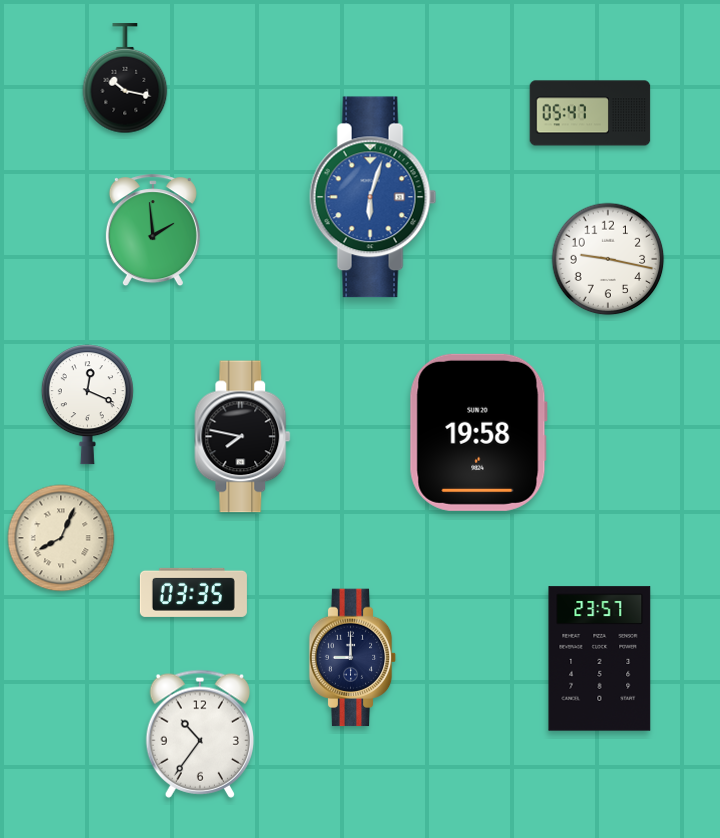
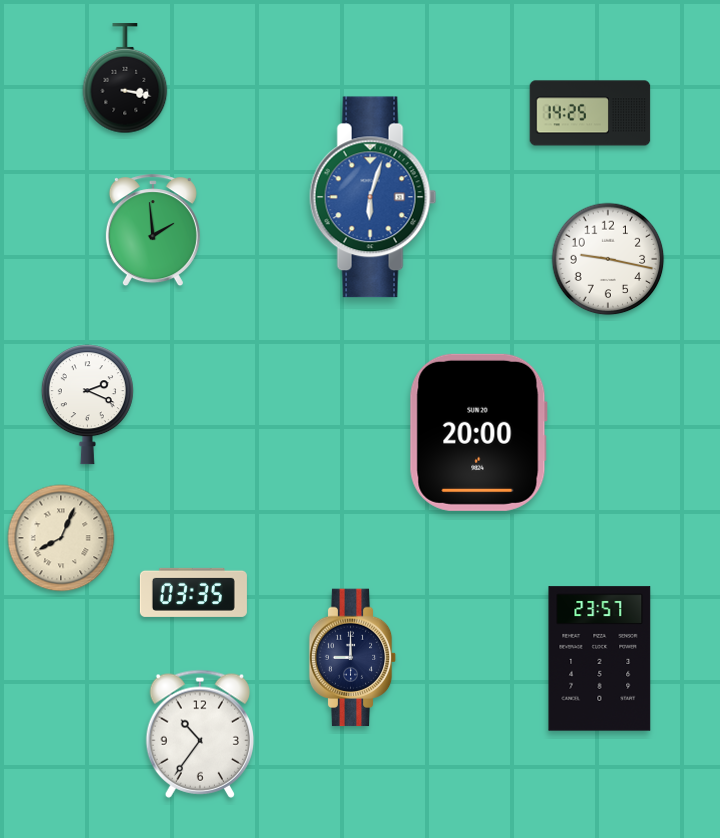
clock at (125, 79): 10:17 -> 3:17
clock at (590, 113): 05:47 -> 14:25
clock at (87, 405): 12:19 -> 2:19
clock at (478, 432): 19:58 -> 20:00
clock at (243, 437): 7:47 -> none
